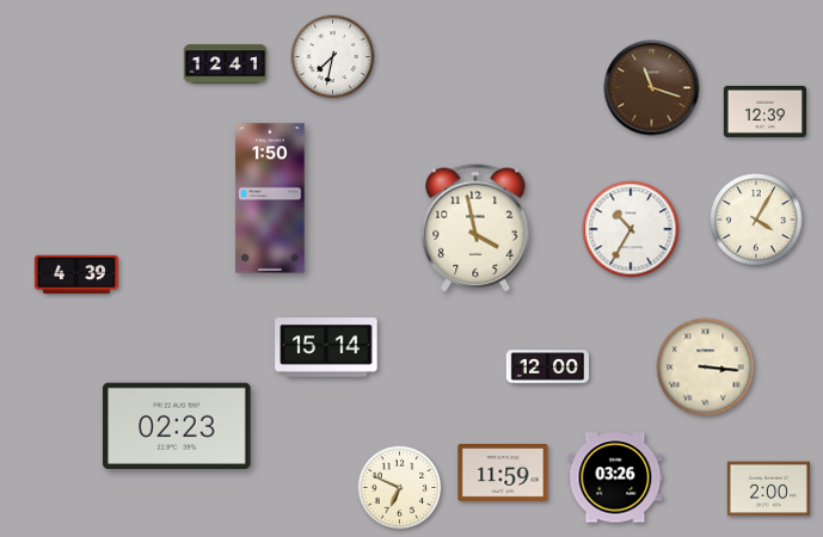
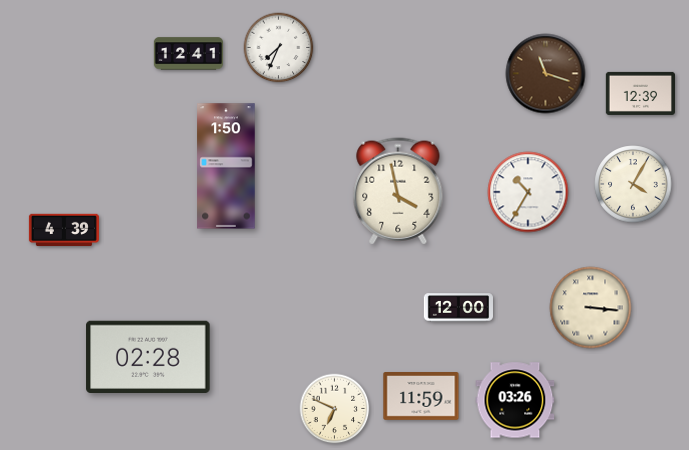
clock at (333, 57): 7:32 -> 7:34
clock at (326, 347): 15:14 -> none
clock at (177, 425): 02:23 -> 02:28
clock at (768, 489): 2:00 -> none
